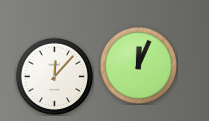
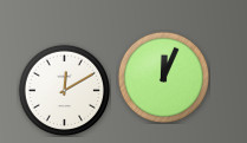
clock at (54, 76): 12:07 -> 12:10
